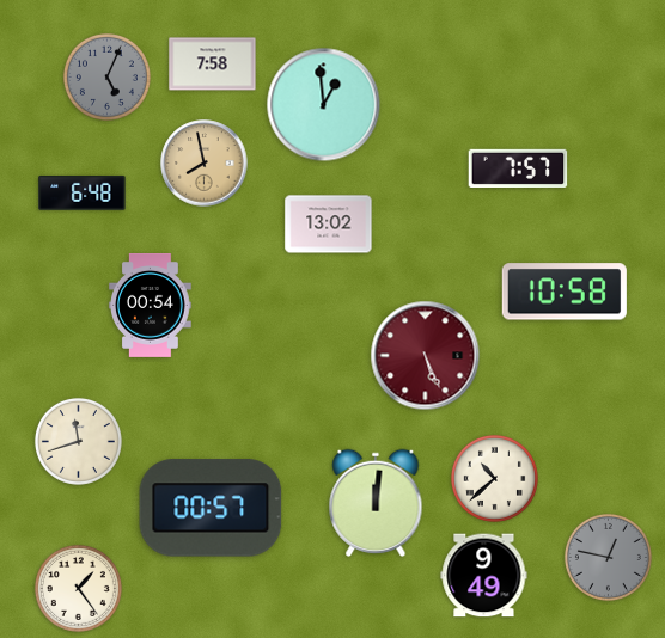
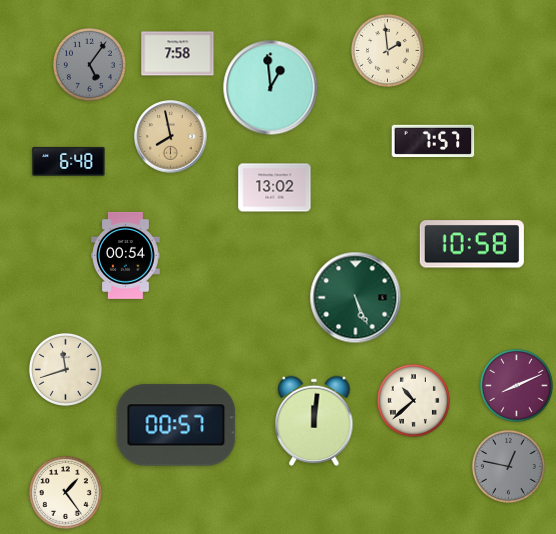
clock at (387, 50): none -> 1:59
clock at (106, 76): 5:04 -> 5:06
clock at (426, 356) dial: burgundy -> green
clock at (516, 385): none -> 8:11
clock at (484, 576): 9:49 -> none
